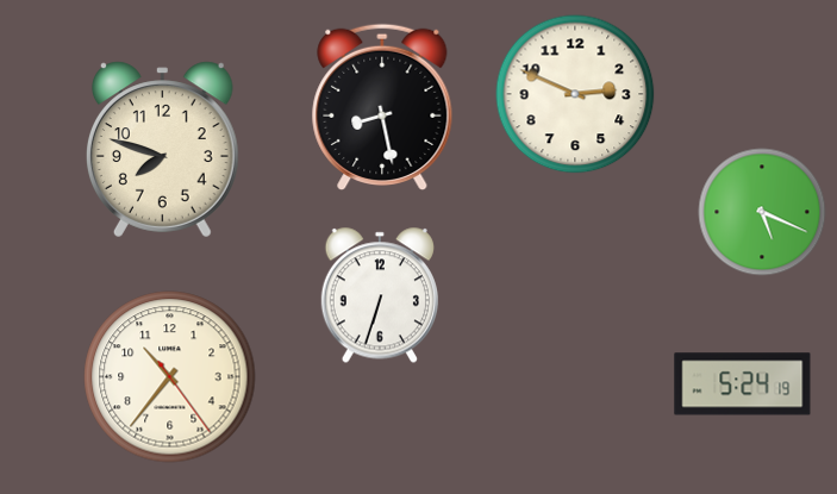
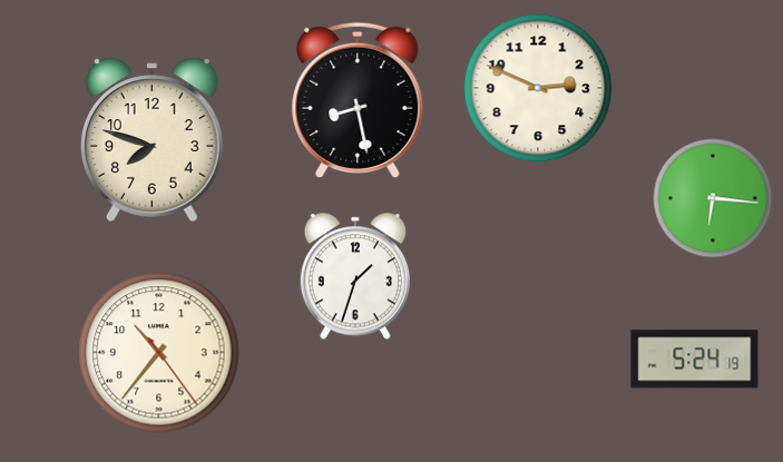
clock at (762, 212): 5:19 -> 6:16
clock at (380, 295): 6:33 -> 1:33
